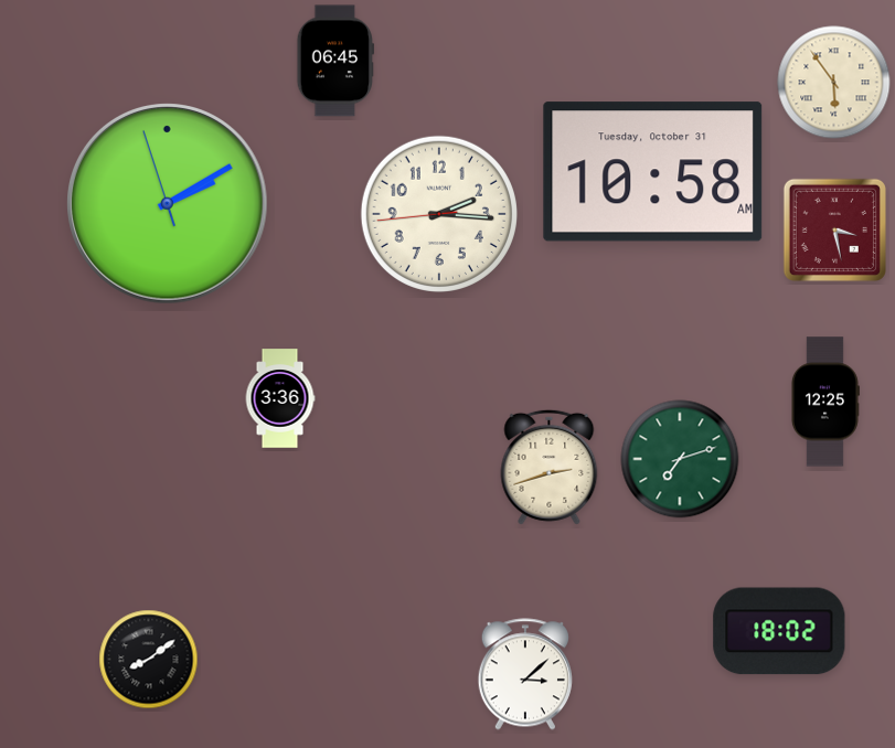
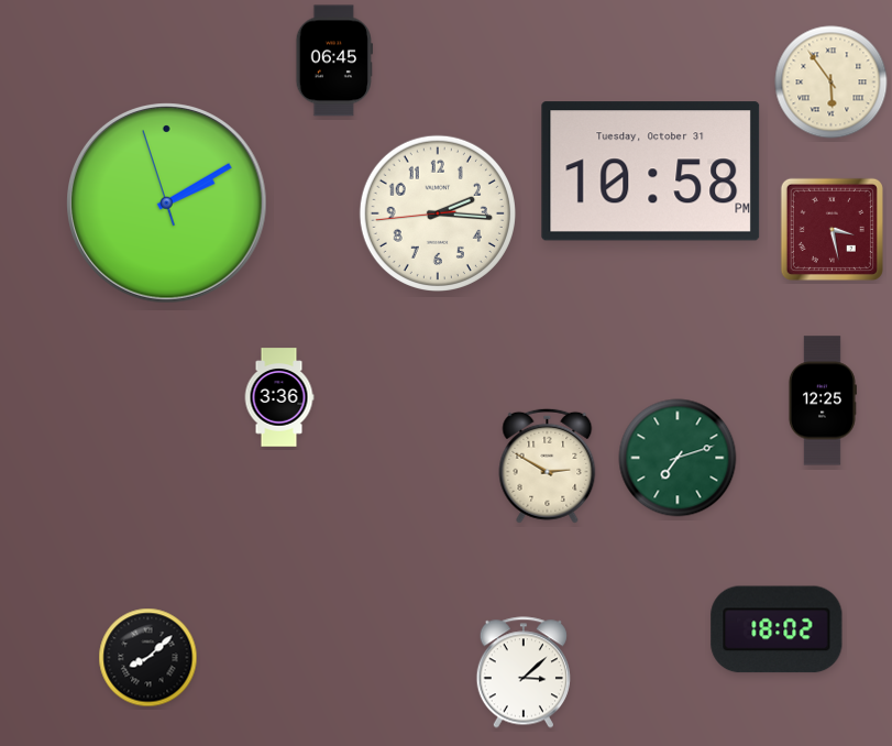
clock at (653, 172): 10:58 AM -> 10:58 PM
clock at (550, 467): 2:42 -> 2:50
clock at (149, 660): 8:09 -> 8:08
